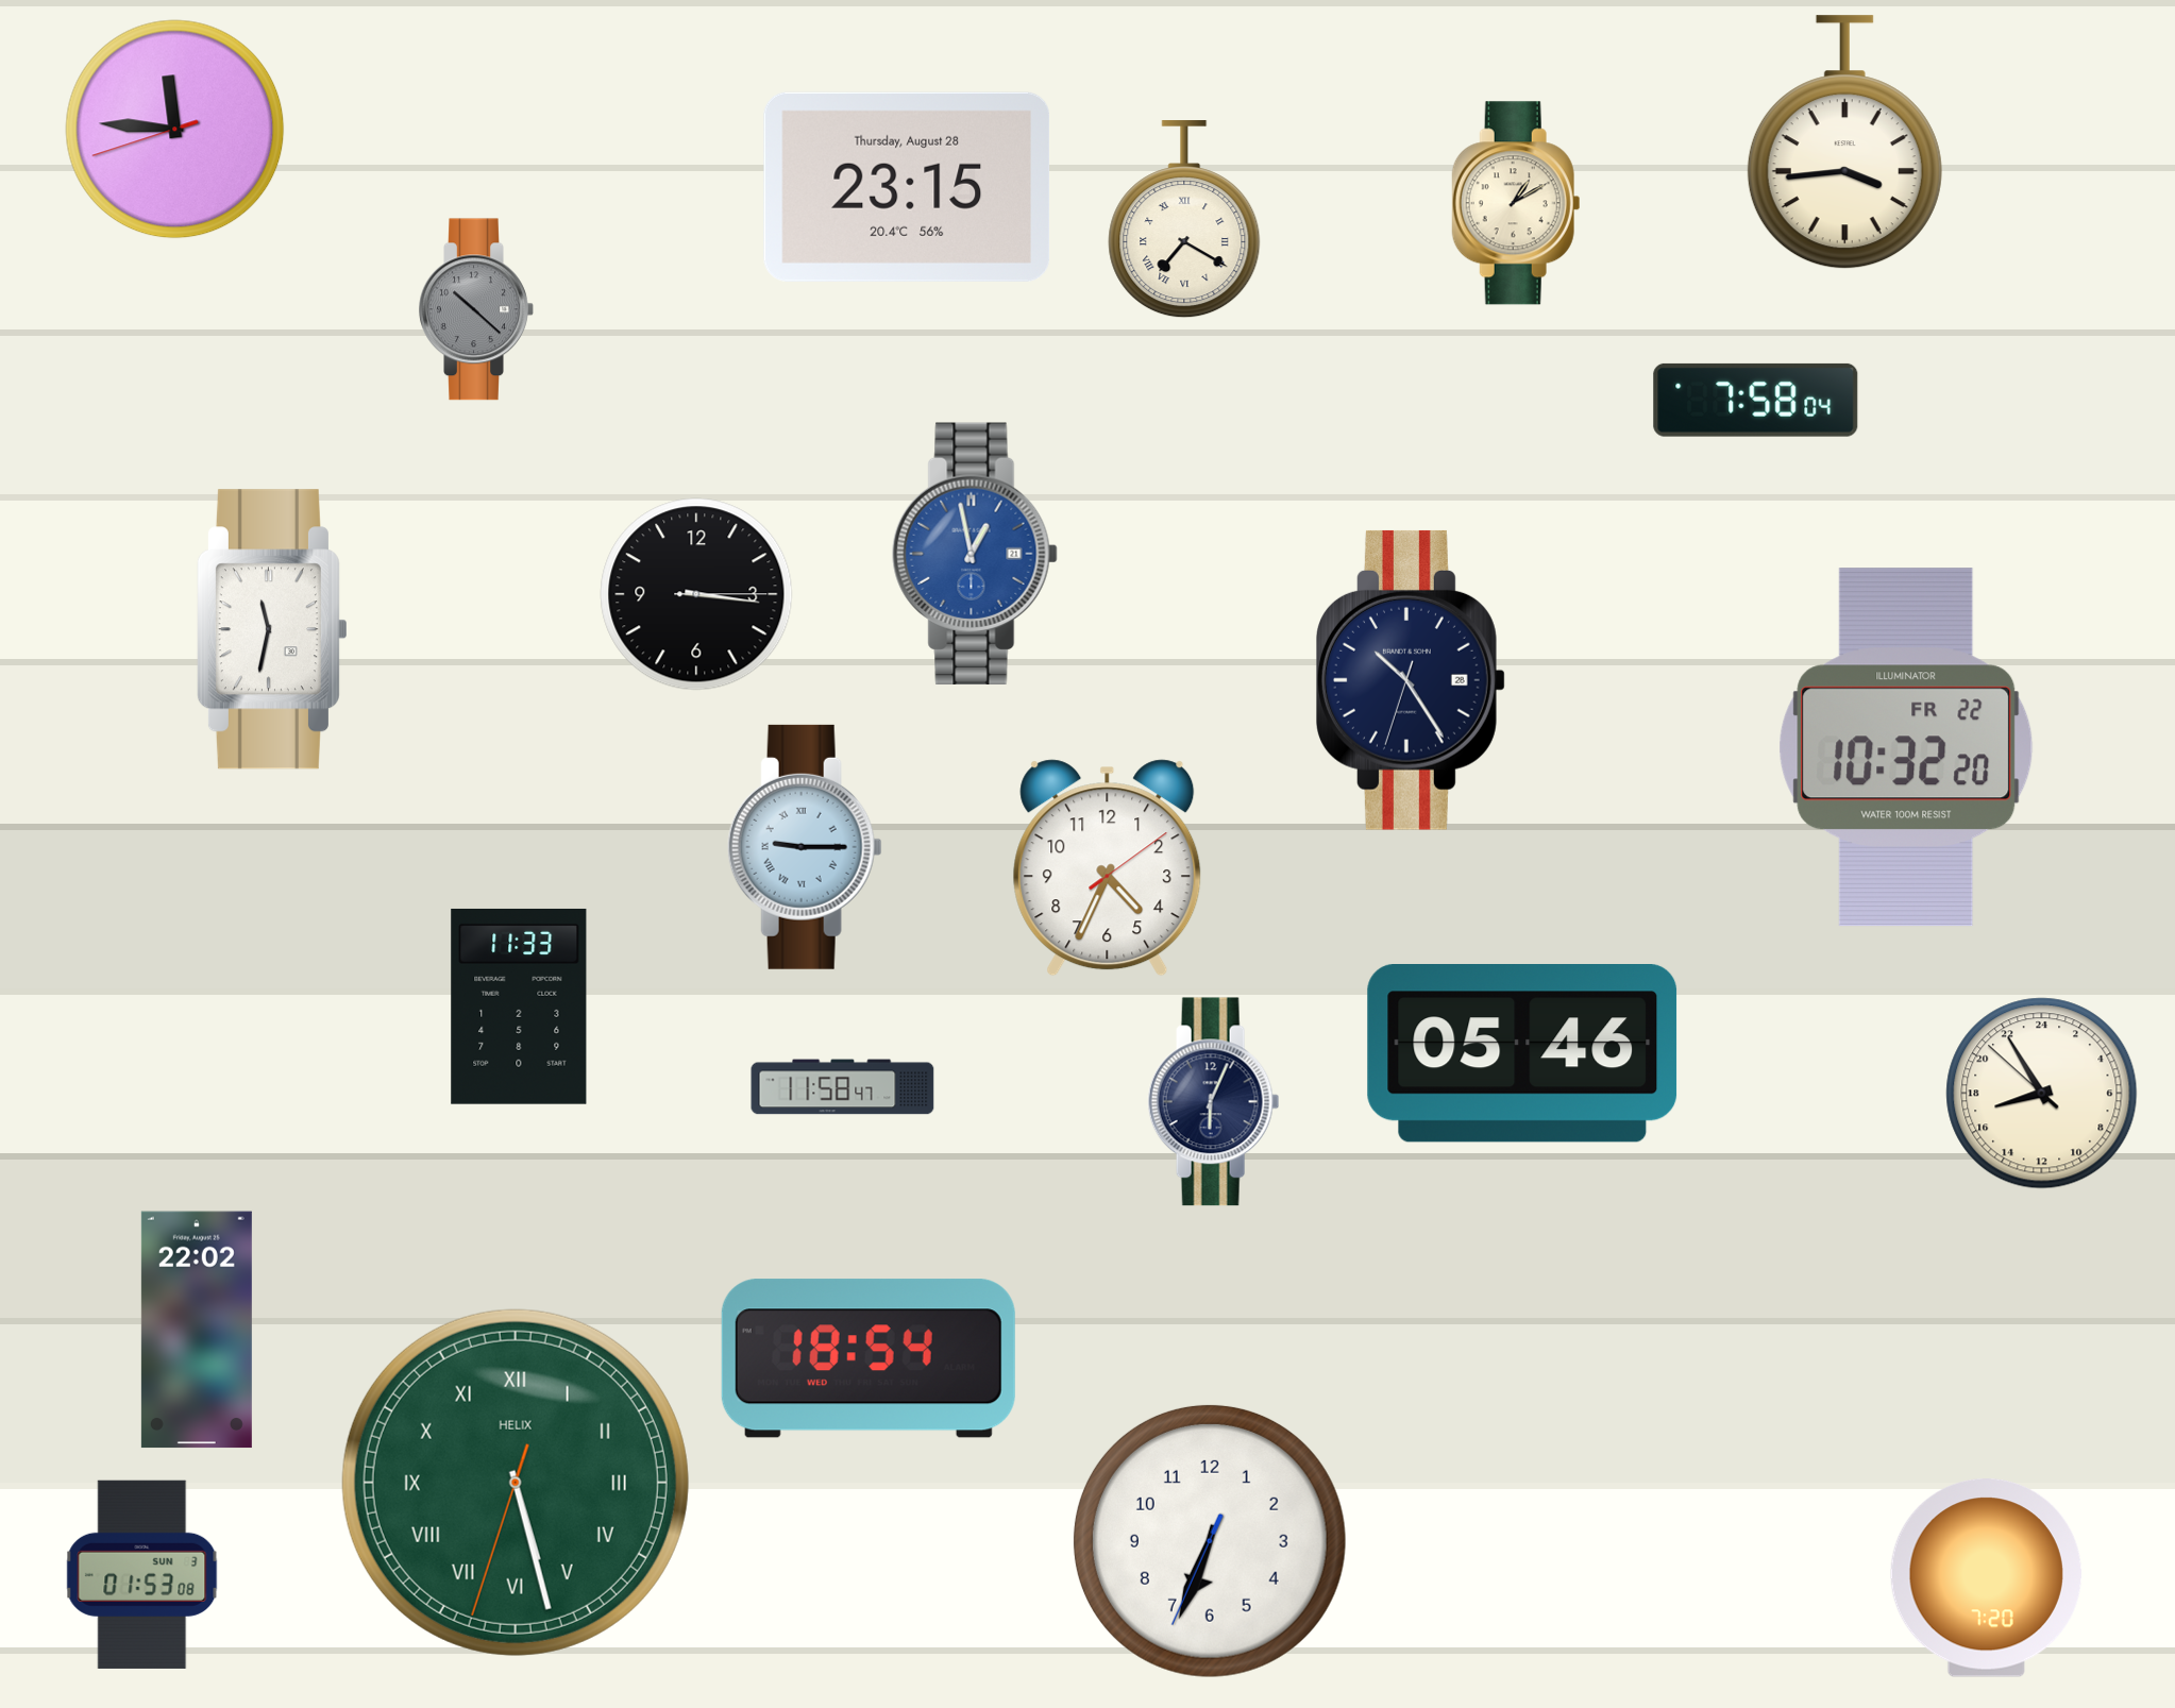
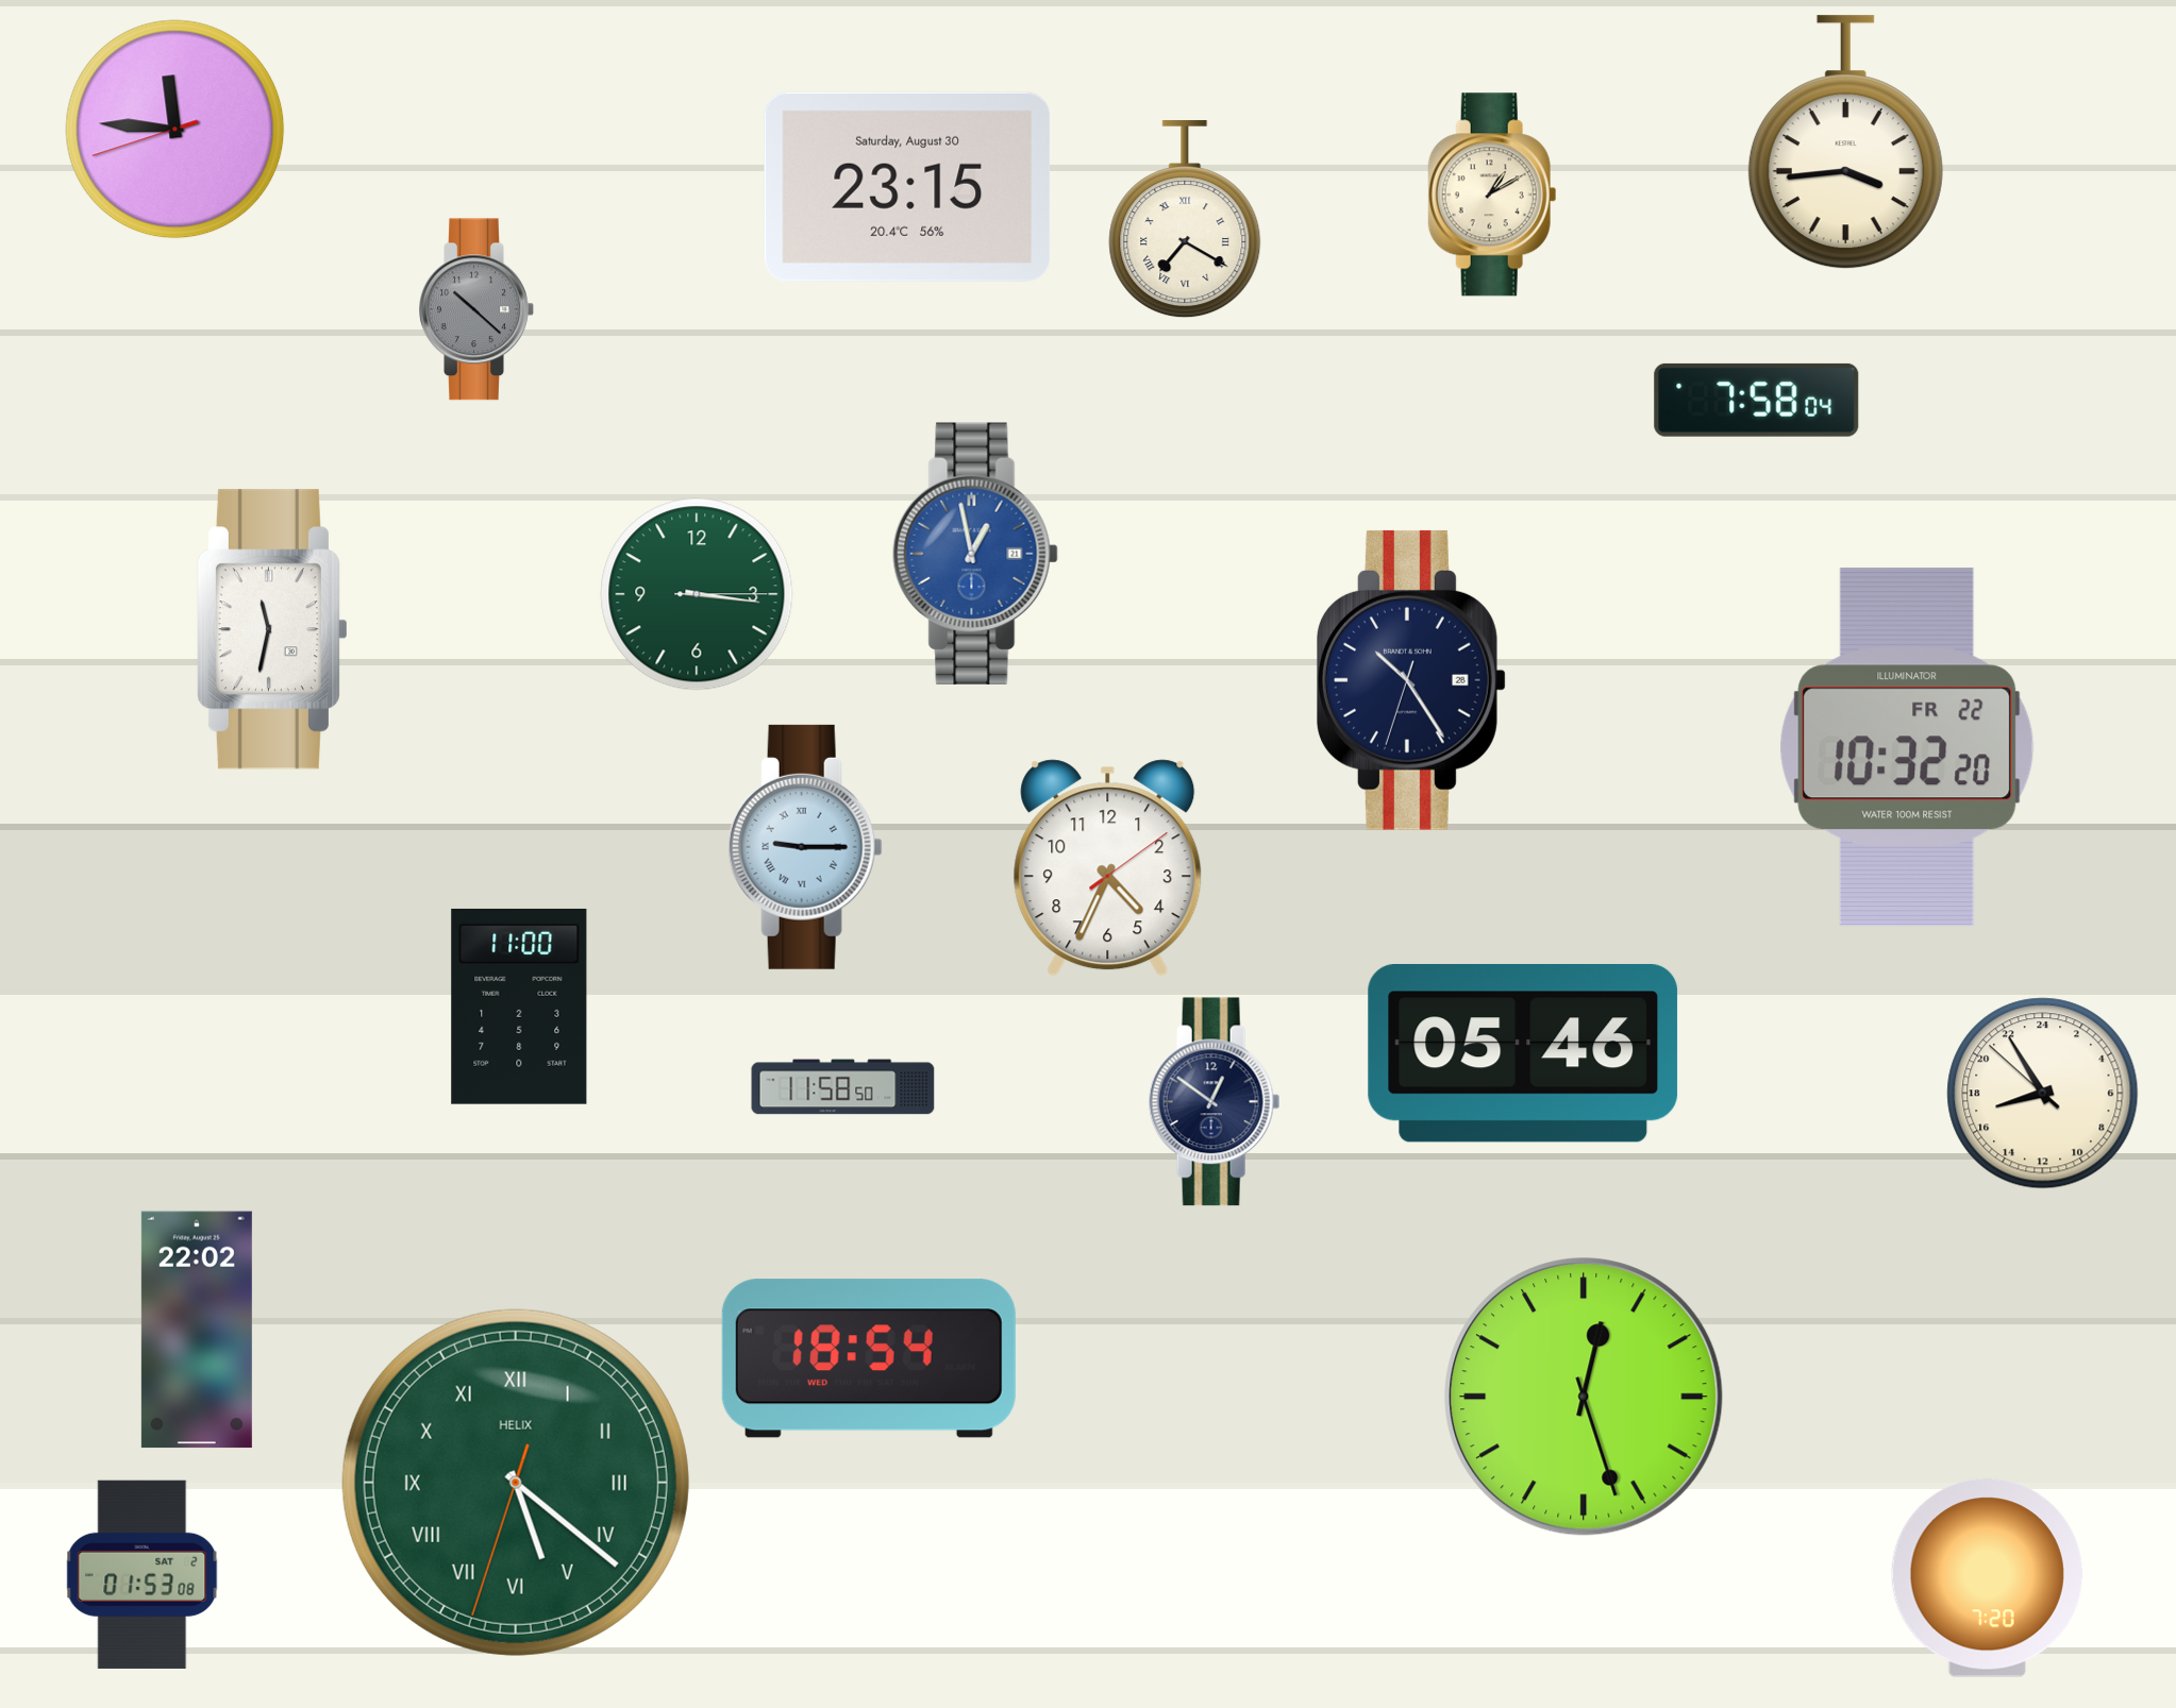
clock at (907, 187) date: Thursday, August 28 -> Saturday, August 30
clock at (1516, 203) position: (1516, 203) -> (1492, 195)
clock at (696, 594) dial: black -> green
clock at (519, 1007): 11:33 -> 11:00
clock at (843, 1087): 11:58:47 -> 11:58:50
clock at (1214, 1102): 6:04 -> 12:51
clock at (1584, 1397): none -> 12:27
clock at (516, 1483): 5:27 -> 5:21
clock at (1210, 1541): 6:33 -> none
clock at (142, 1574) date: SUN 3 -> SAT 2
